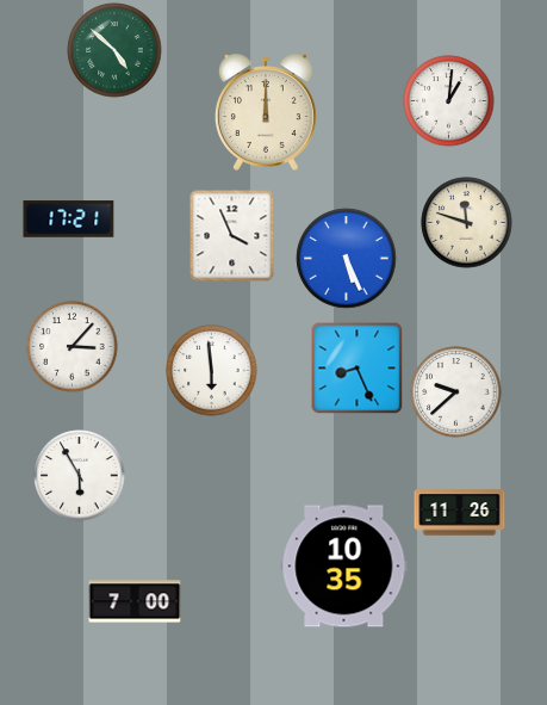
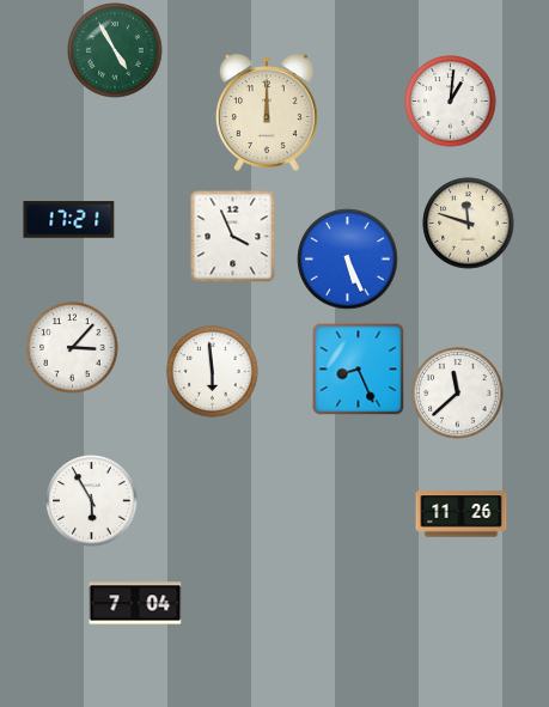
clock at (114, 50): 4:52 -> 4:55
clock at (456, 392): 9:38 -> 11:38
clock at (80, 476) position: (80, 476) -> (92, 501)
clock at (344, 567): 10:35 -> none
clock at (135, 601): 7:00 -> 7:04
